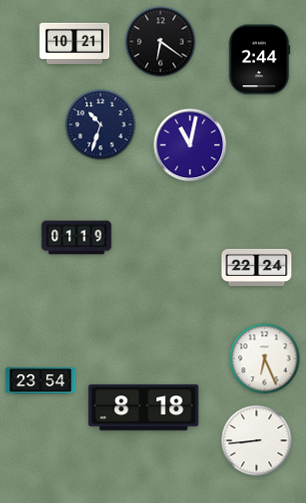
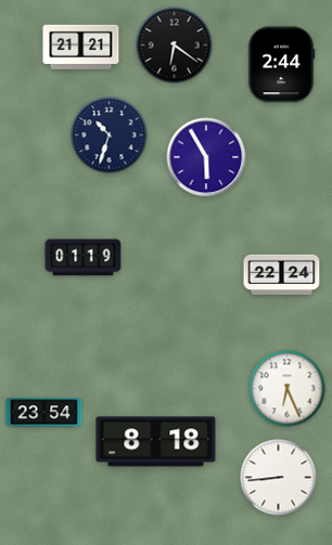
clock at (75, 43): 10:21 -> 21:21
clock at (190, 145): 11:02 -> 5:55
clock at (257, 267) position: (257, 267) -> (282, 274)
